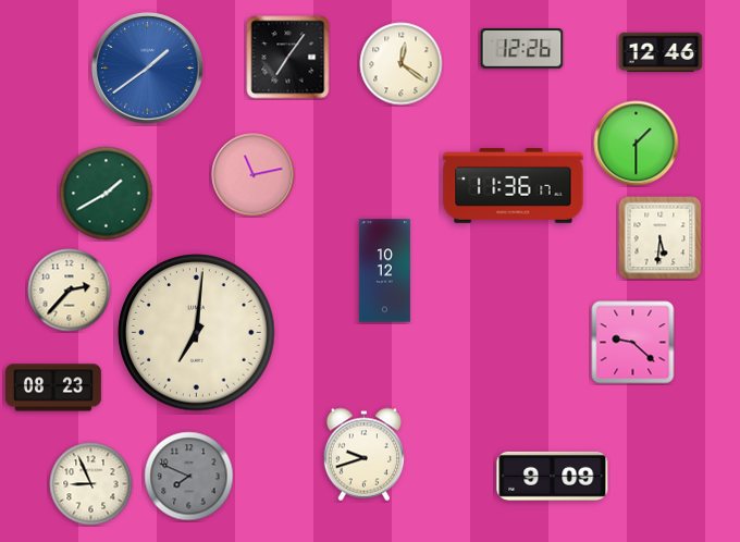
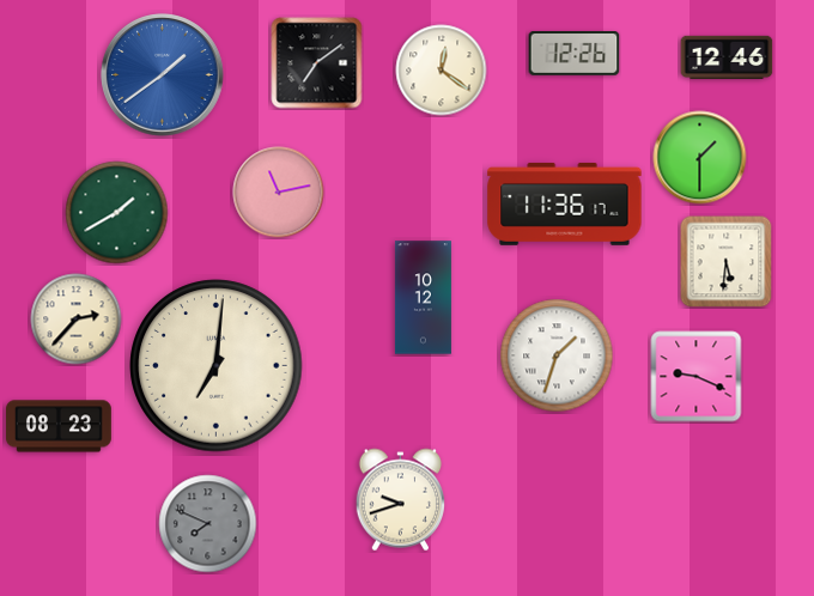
clock at (288, 58): 7:06 -> 7:09
clock at (557, 355): none -> 1:33
clock at (633, 343): 9:22 -> 9:19
clock at (553, 476): 9:09 -> none
clock at (91, 484): 8:56 -> none
